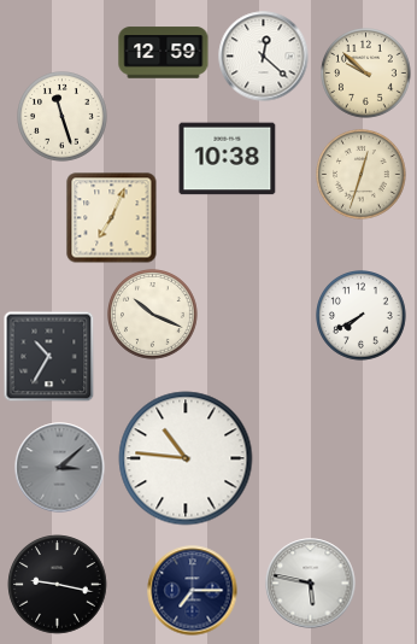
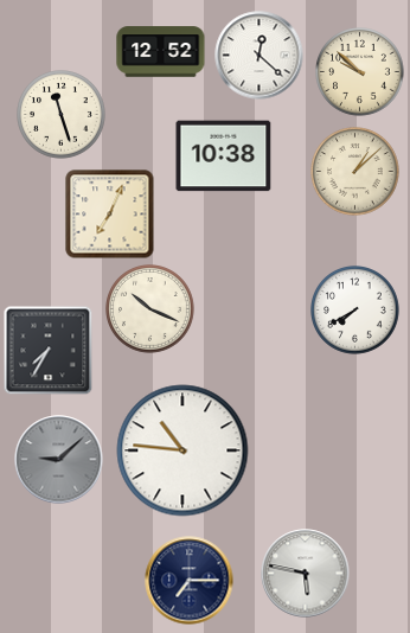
clock at (164, 53): 12:59 -> 12:52
clock at (362, 175): 12:33 -> 1:08
clock at (49, 357): 10:35 -> 7:35
clock at (60, 468): 3:08 -> 9:08
clock at (58, 585): 9:17 -> none
